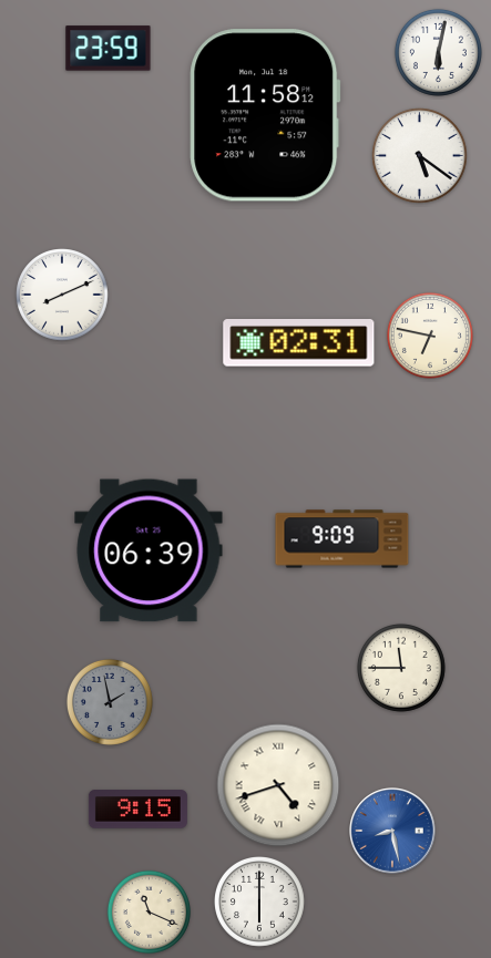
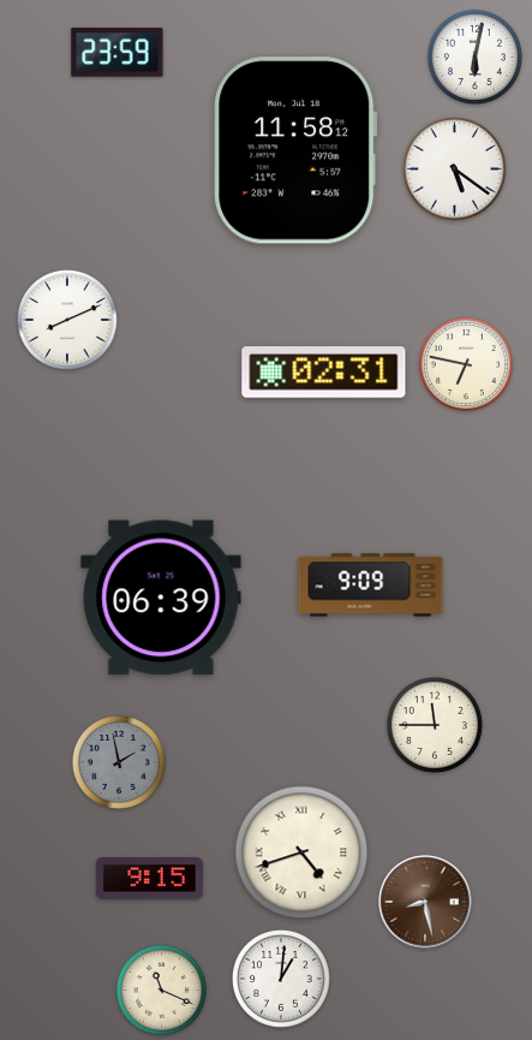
clock at (265, 115) position: (265, 115) -> (295, 150)
clock at (392, 831) dial: blue -> brown
clock at (260, 903): 6:00 -> 1:01
